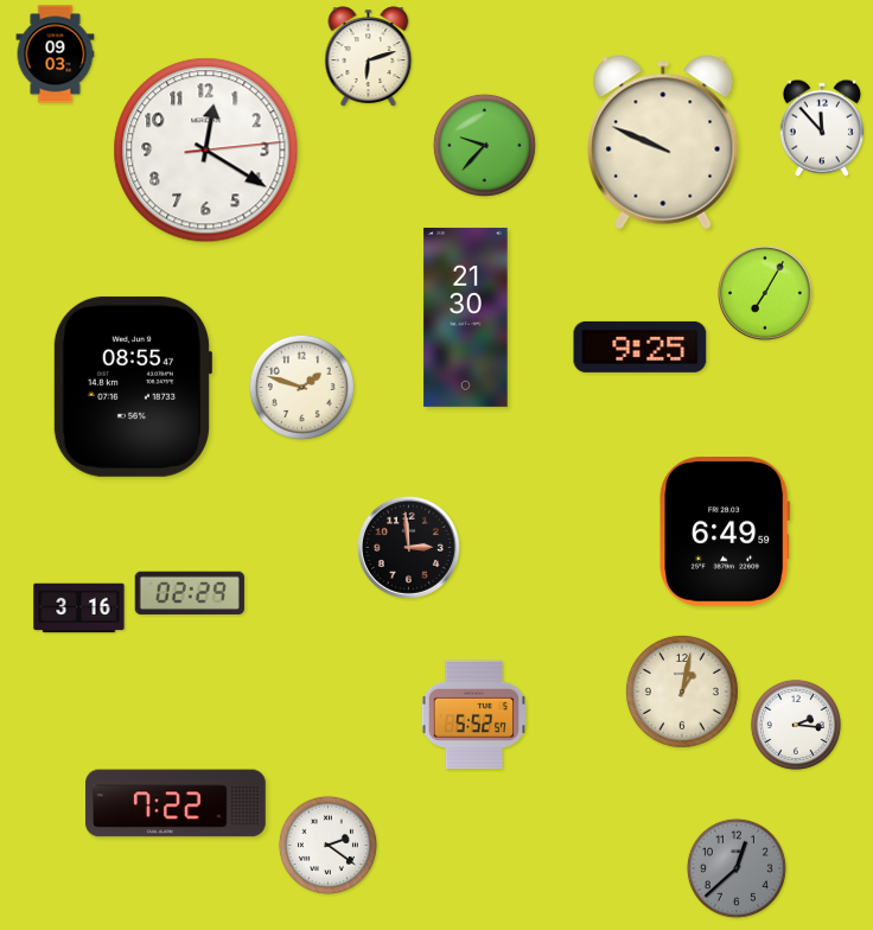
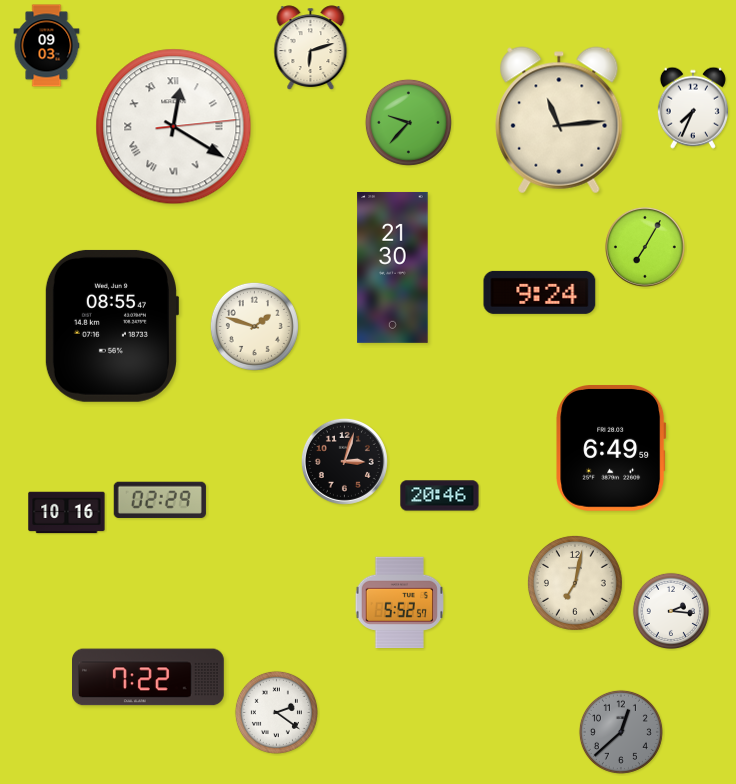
clock at (822, 128): 11:53 -> 7:34
clock at (663, 142): 9:49 -> 11:14
clock at (206, 151) numerals: Arabic -> Roman
clock at (641, 346): 9:25 -> 9:24
clock at (408, 547): 2:59 -> 3:03
clock at (440, 496): none -> 20:46
clock at (79, 609): 3:16 -> 10:16
clock at (682, 692): 1:02 -> 7:02
